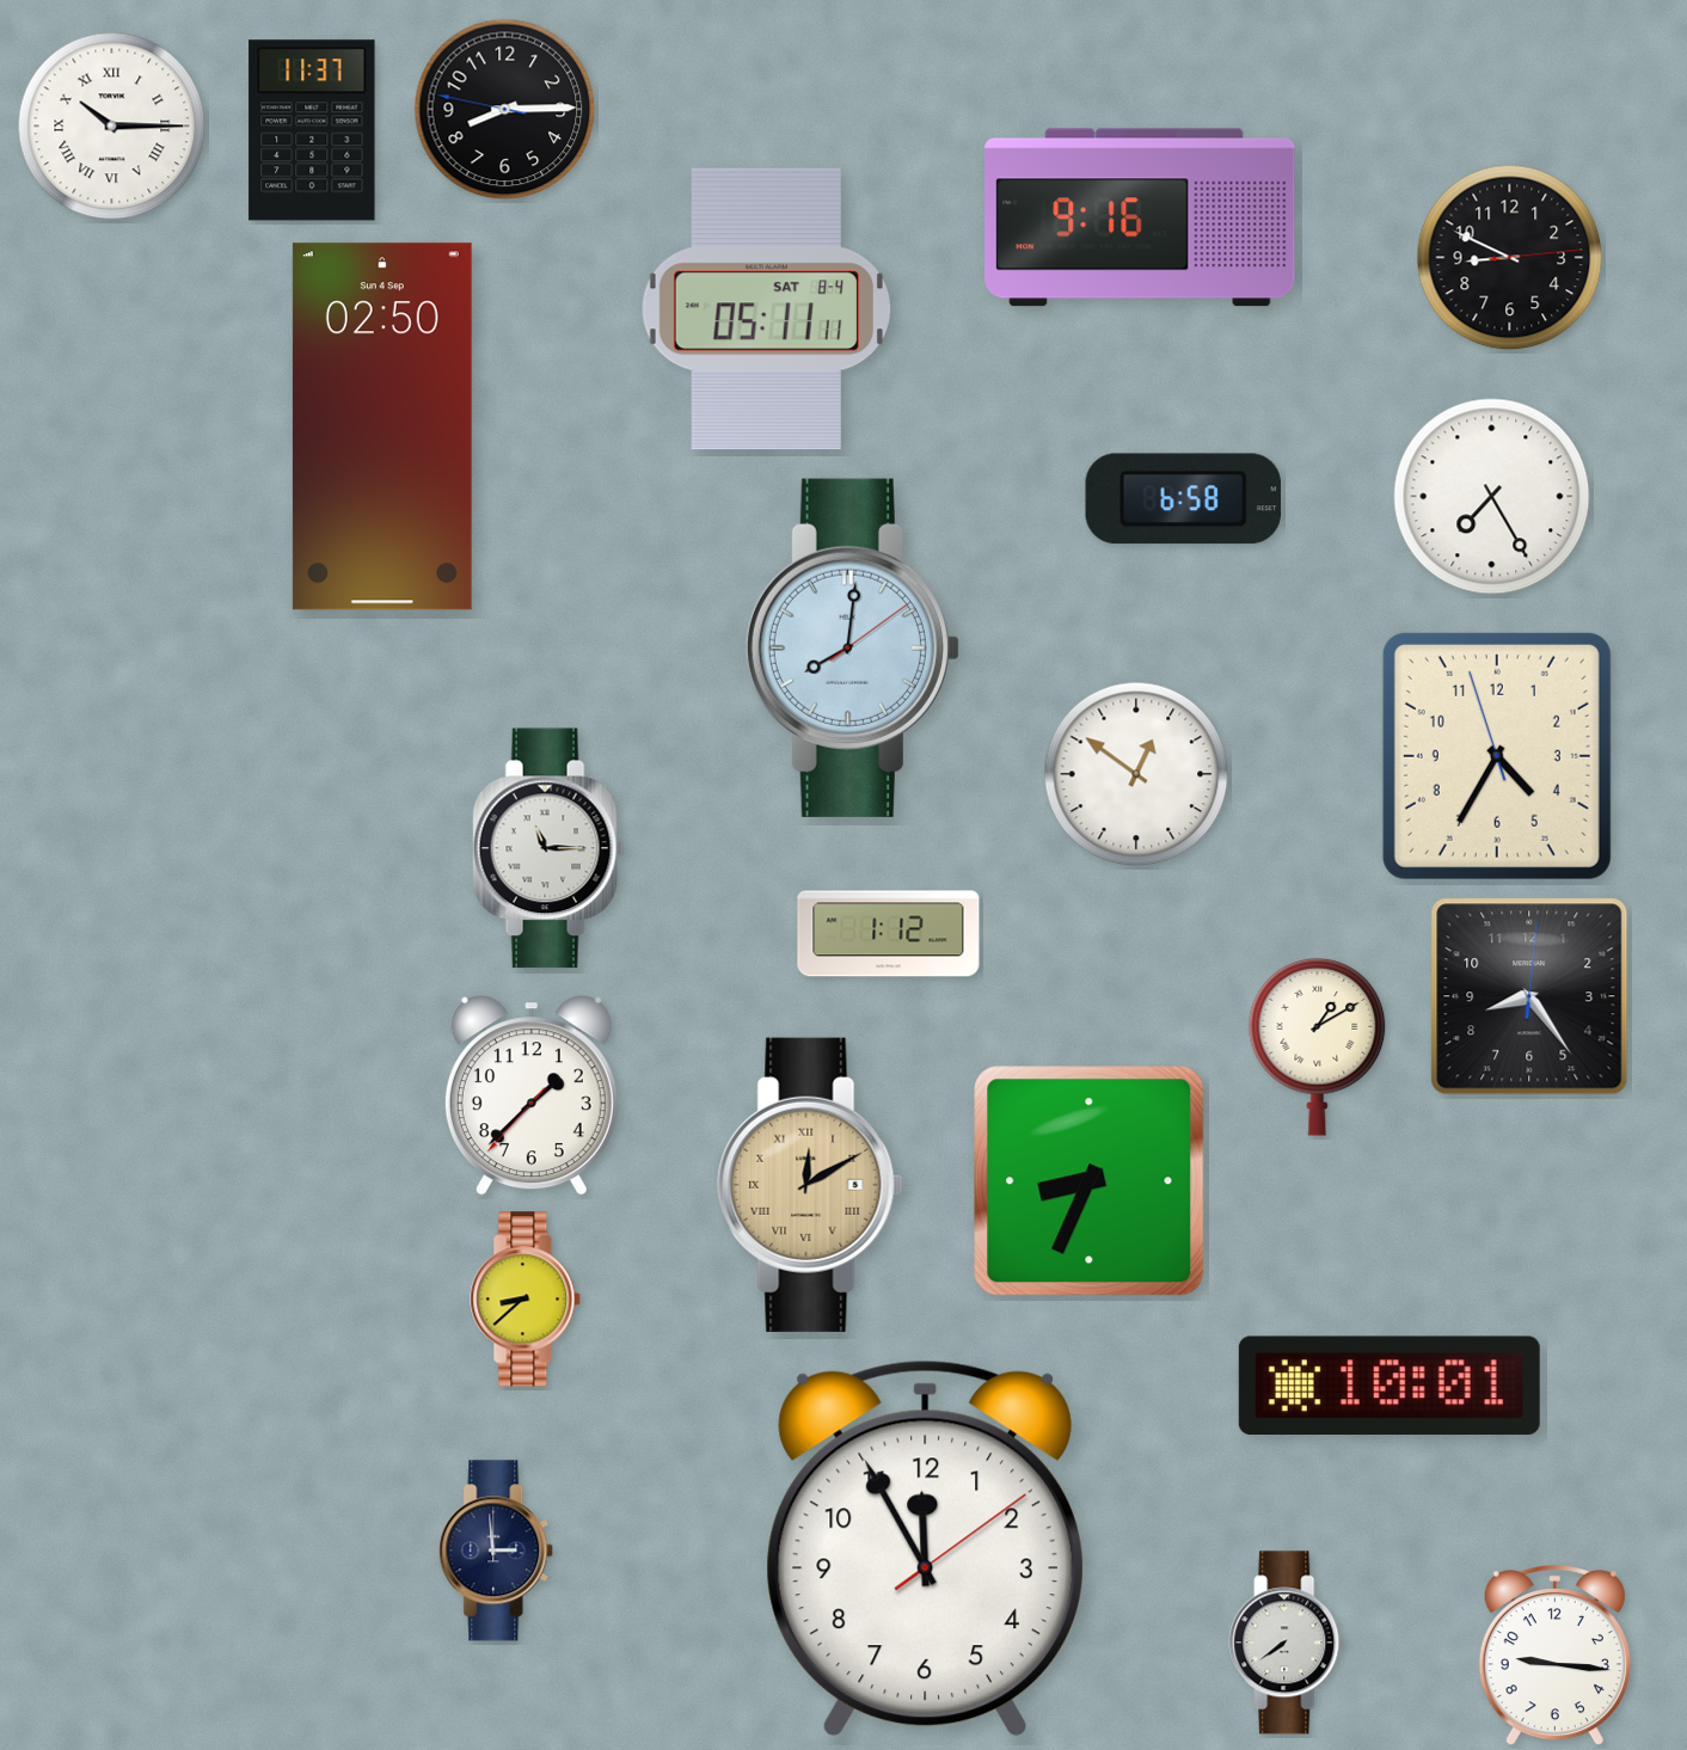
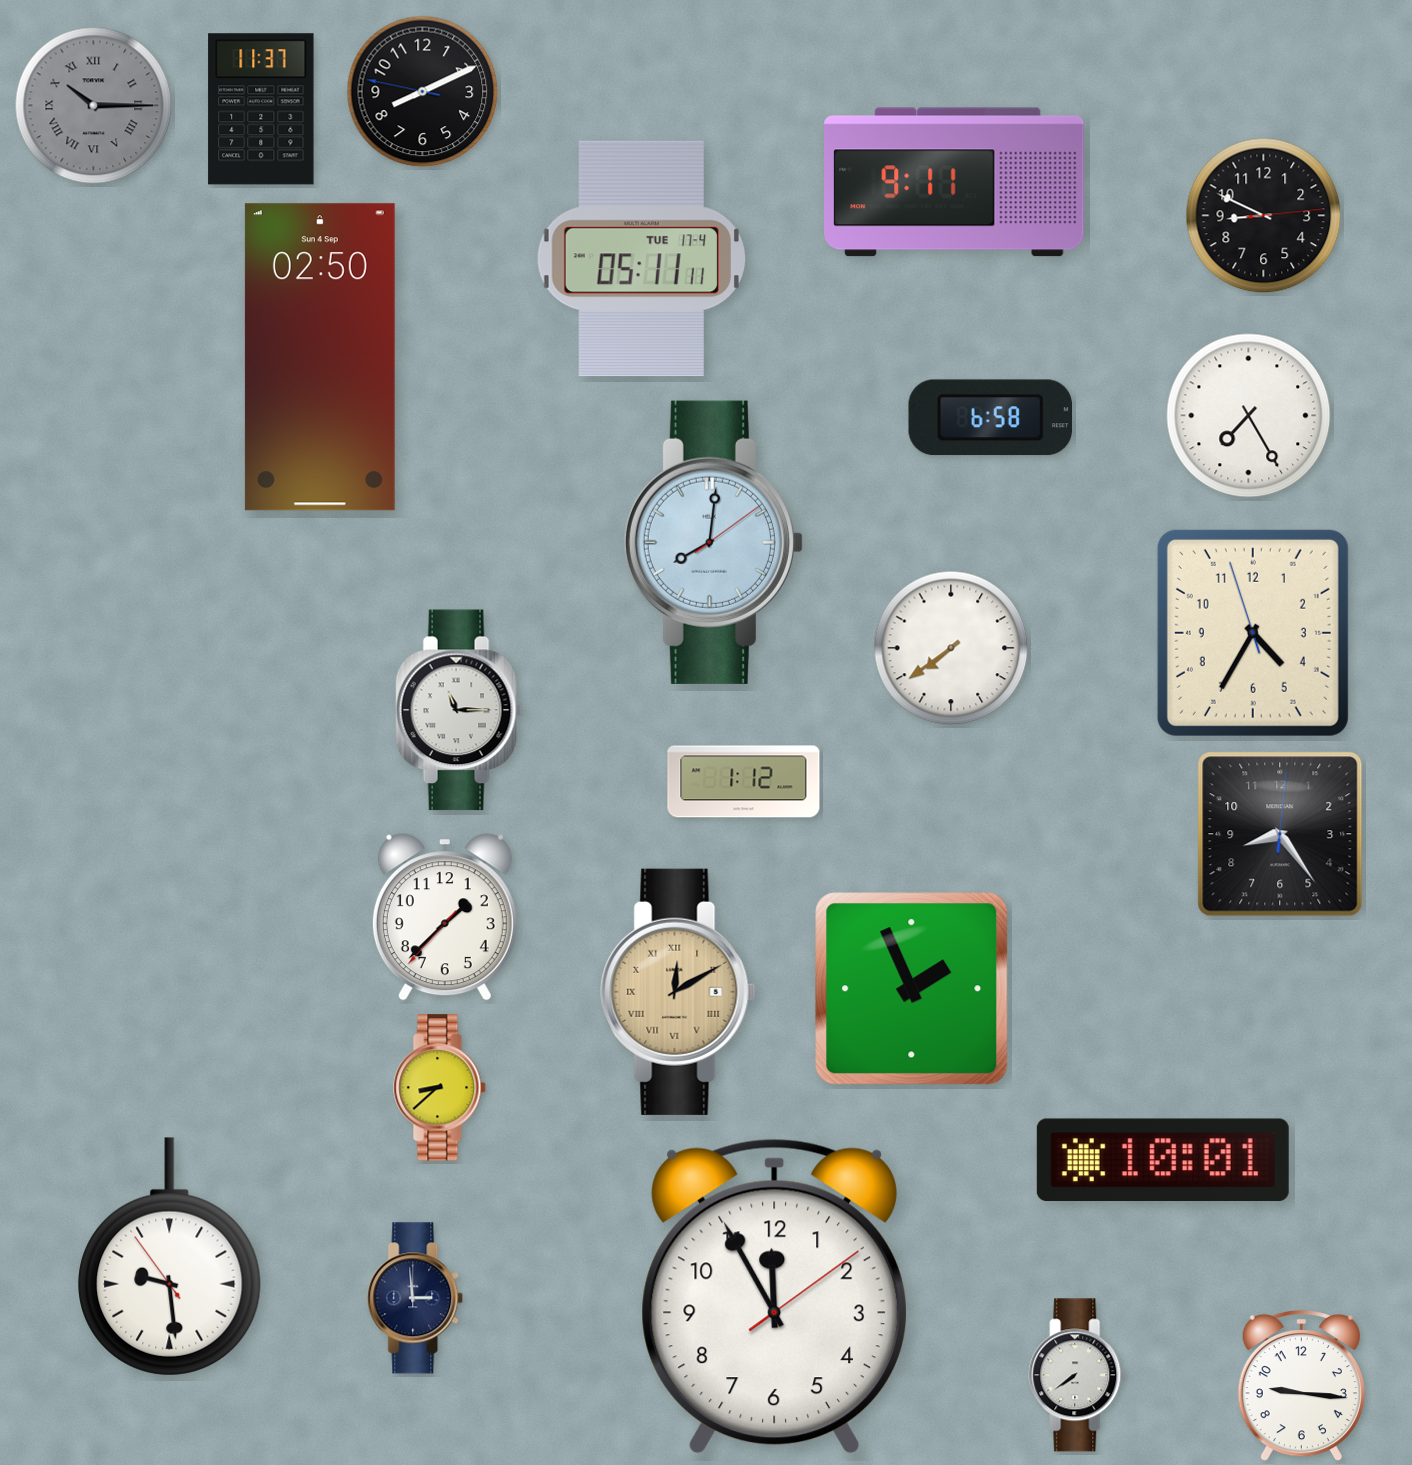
clock at (505, 110): 8:14 -> 8:10
clock at (112, 127) dial: white -> grey
clock at (1140, 217): 9:16 -> 9:11
clock at (766, 309) date: SAT 8-4 -> TUE 17-4
clock at (1136, 774): 12:51 -> 7:39
clock at (1318, 1046): 1:10 -> none
clock at (1090, 1181): 8:34 -> 1:56
clock at (170, 1257): none -> 9:28
